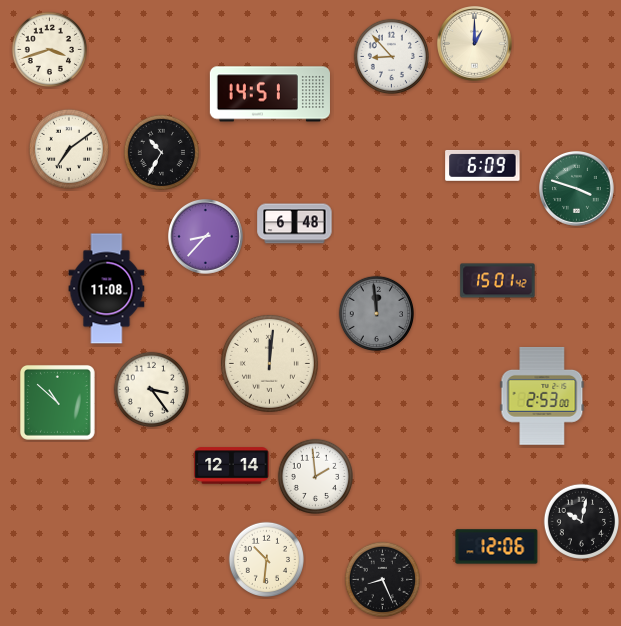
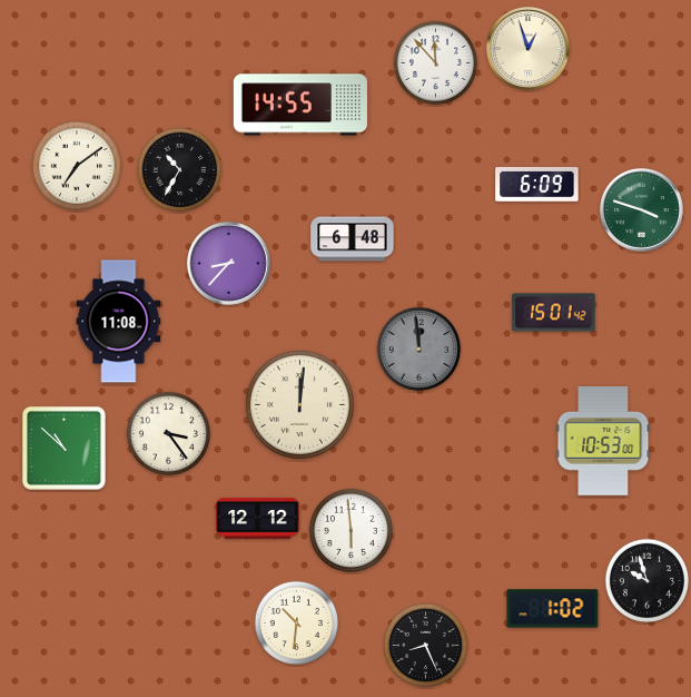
clock at (475, 44): 1:00 -> 12:57
clock at (49, 49): 3:42 -> none
clock at (391, 56): 8:53 -> 11:53
clock at (270, 94): 14:51 -> 14:55
clock at (295, 224) position: (295, 224) -> (353, 239)
clock at (542, 396): 2:53 -> 10:53
clock at (232, 466): 12:14 -> 12:12
clock at (315, 476): 1:59 -> 5:59
clock at (581, 521): 10:02 -> 9:57
clock at (497, 547): 12:06 -> 1:02
